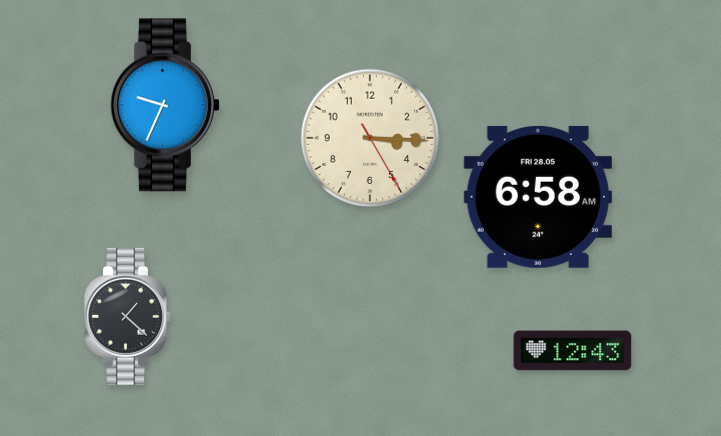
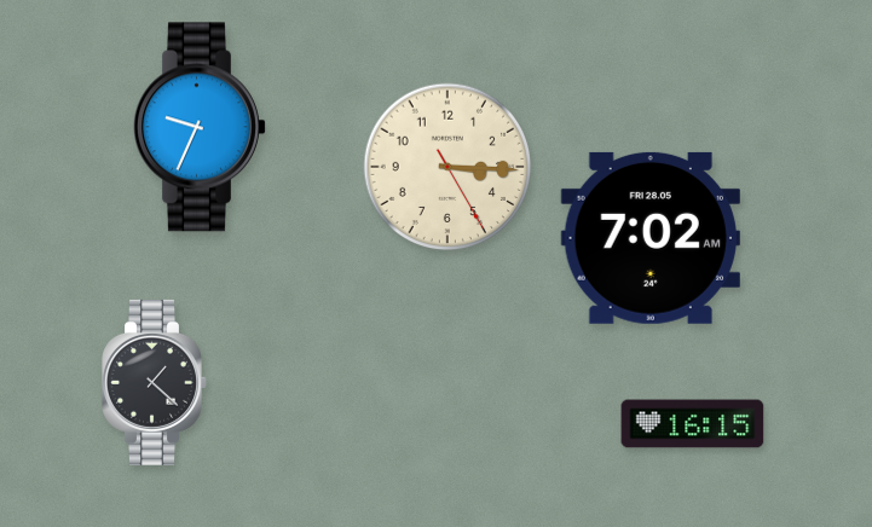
clock at (538, 197): 6:58 -> 7:02
clock at (573, 351): 12:43 -> 16:15
